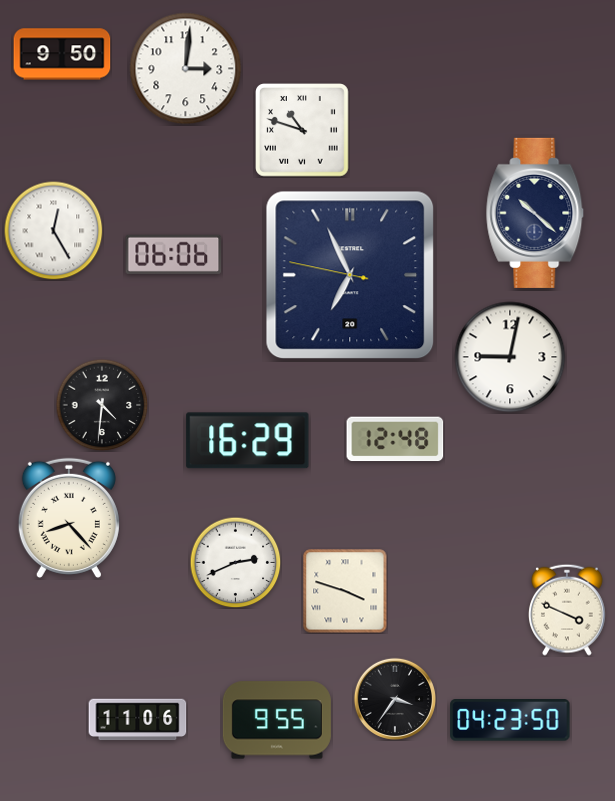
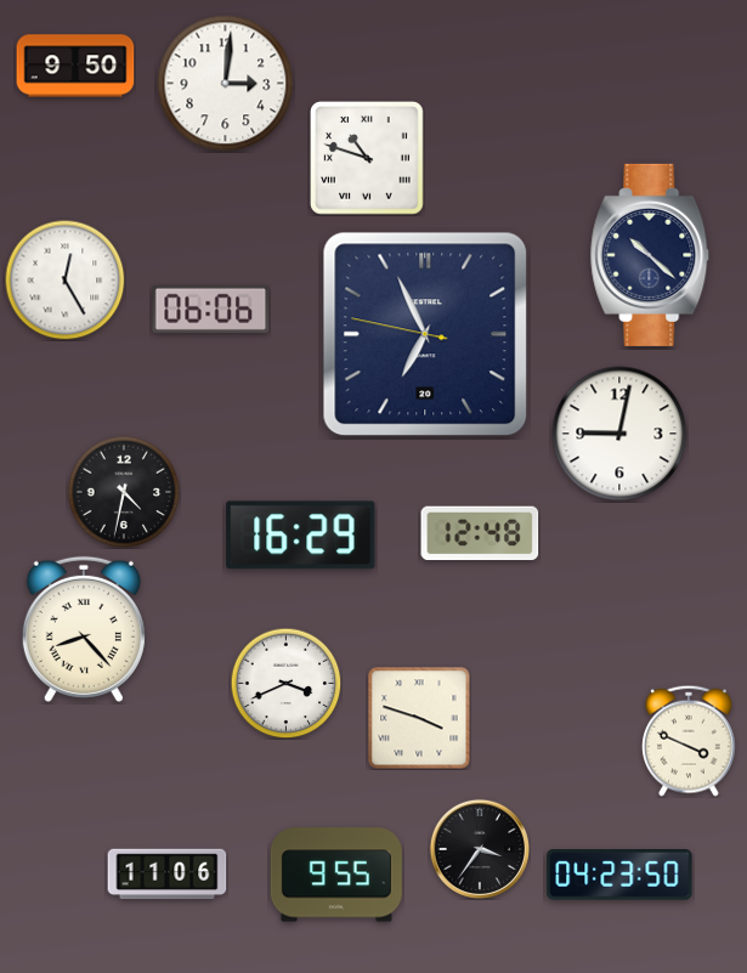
clock at (535, 213) position: (535, 213) -> (650, 255)
clock at (102, 405): 4:31 -> 4:32
clock at (235, 562): 2:41 -> 3:41
